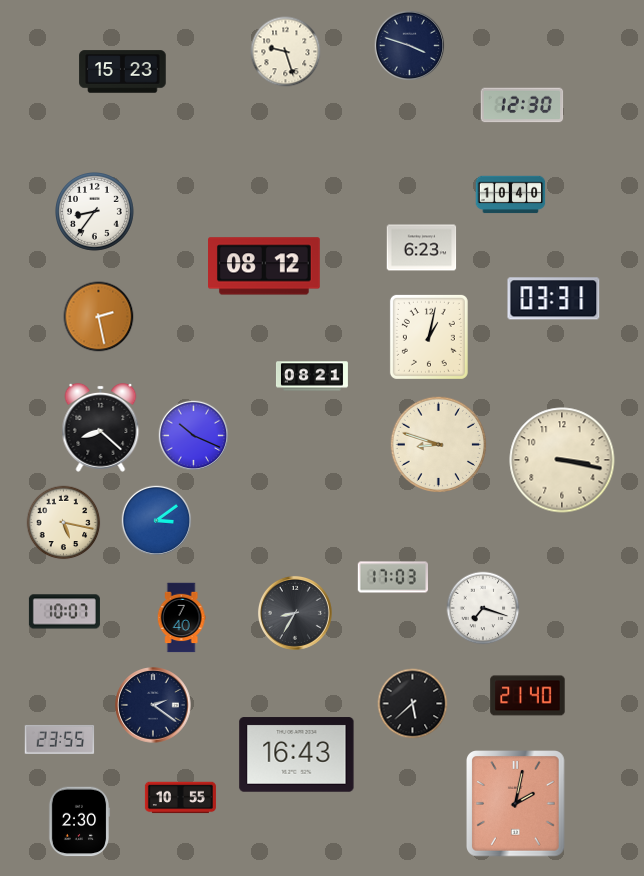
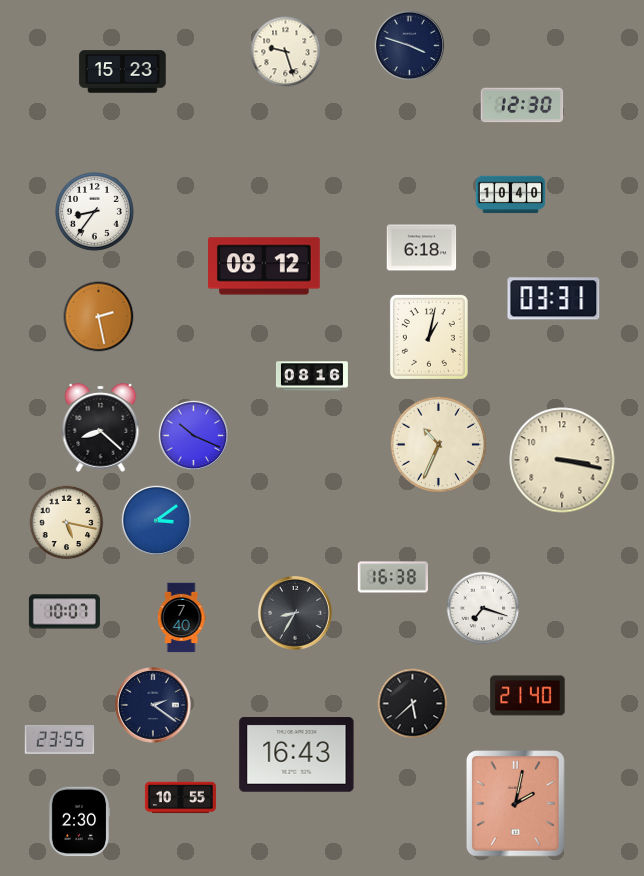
clock at (422, 248): 6:23 -> 6:18
clock at (312, 376): 08:21 -> 08:16
clock at (439, 445): 8:48 -> 10:34
clock at (64, 523) position: (64, 523) -> (67, 523)
clock at (392, 577): 17:03 -> 16:38
